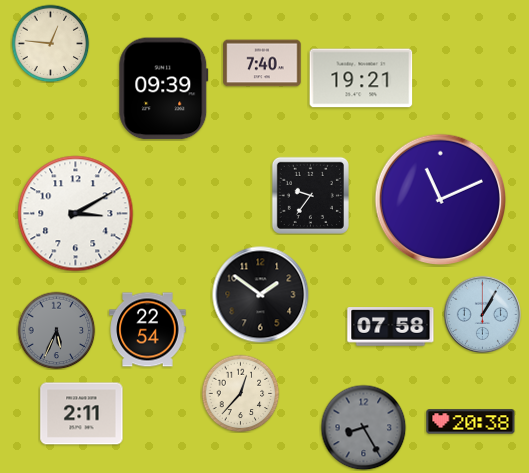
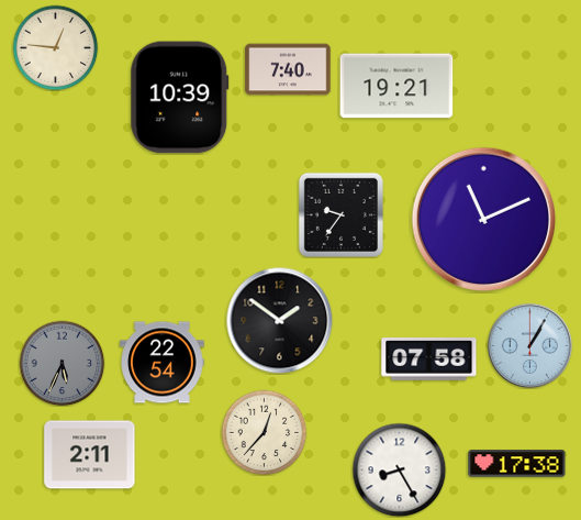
clock at (164, 89): 09:39 -> 10:39
clock at (76, 214): 3:10 -> none
clock at (261, 295) position: (261, 295) -> (280, 321)
clock at (471, 422): 20:38 -> 17:38
clock at (363, 427) dial: grey -> white
